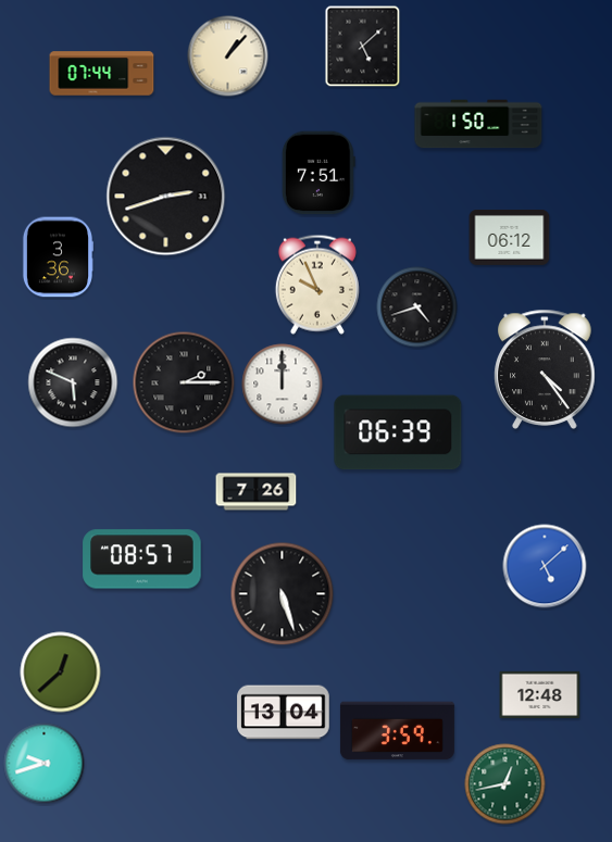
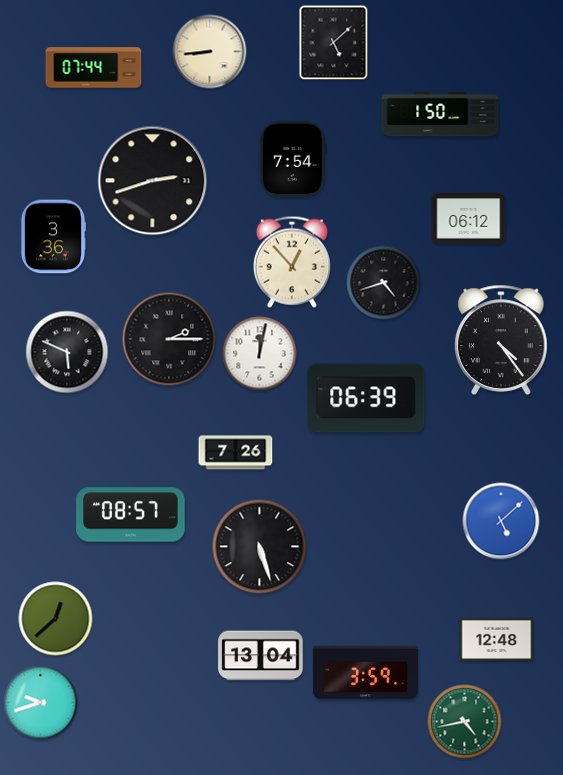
clock at (228, 56): 1:07 -> 8:44
clock at (319, 173): 7:51 -> 7:54
clock at (317, 285): 9:56 -> 12:53
clock at (184, 382) position: (184, 382) -> (169, 339)
clock at (283, 385): 12:00 -> 12:02
clock at (505, 784): 12:43 -> 4:43
